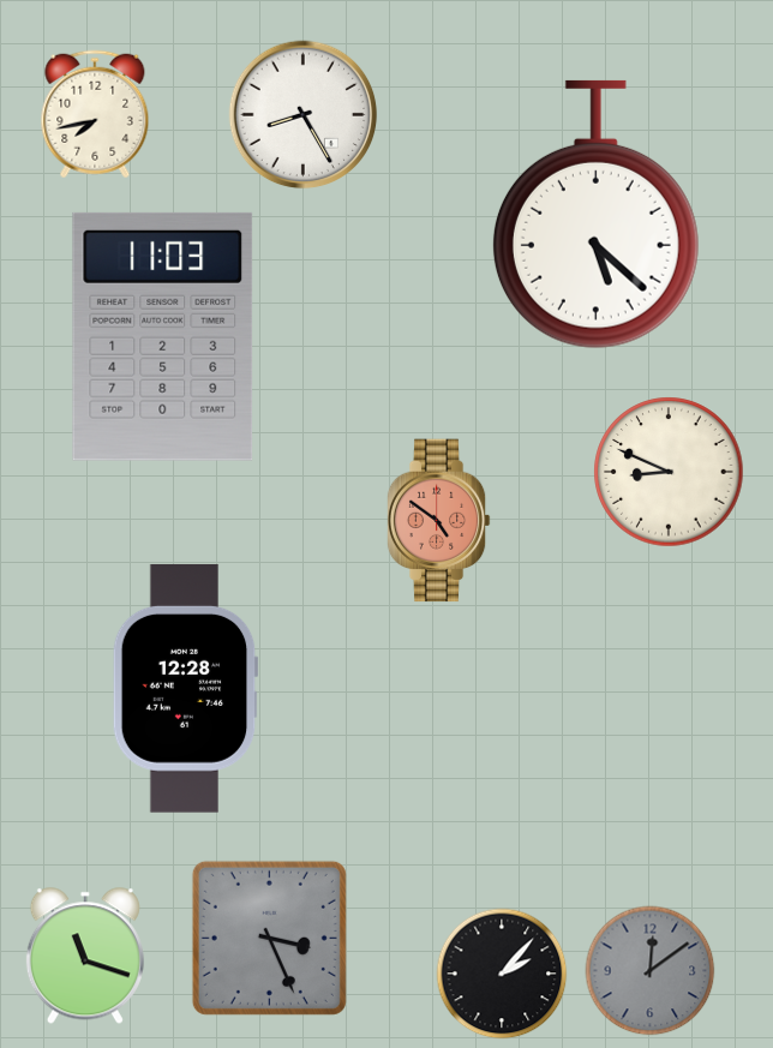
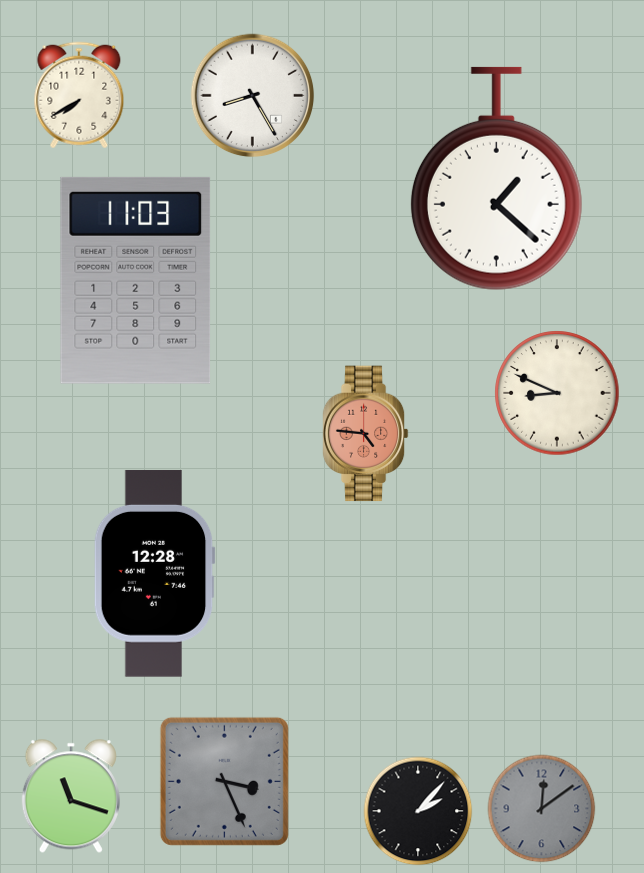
clock at (95, 114): 7:43 -> 7:40
clock at (595, 215): 5:22 -> 1:22
clock at (438, 521): 4:51 -> 4:46
